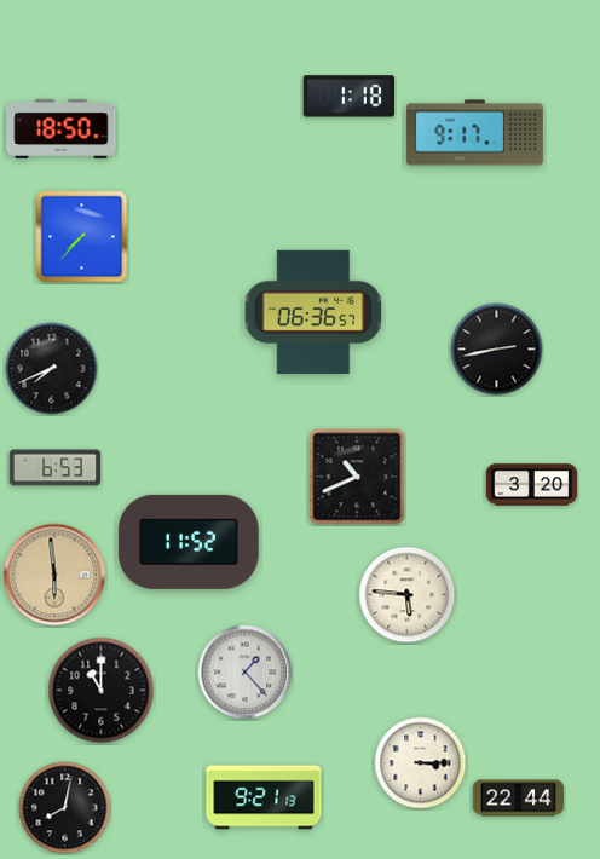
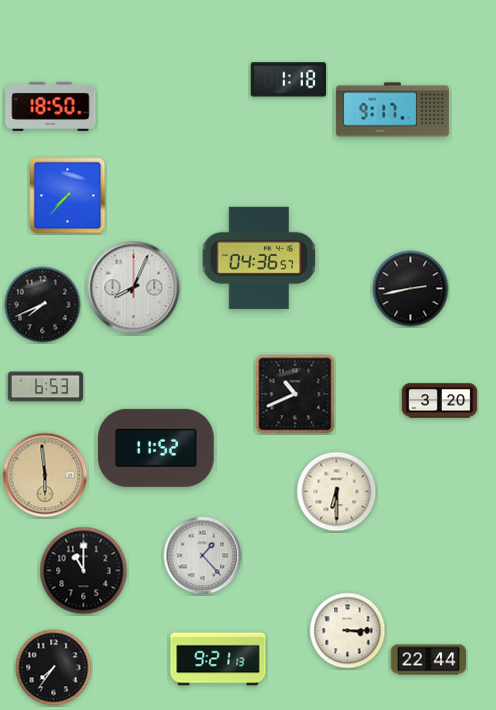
clock at (313, 312): 06:36 -> 04:36
clock at (134, 288): none -> 8:04
clock at (408, 595): 5:46 -> 6:30
clock at (65, 808): 8:02 -> 7:36
